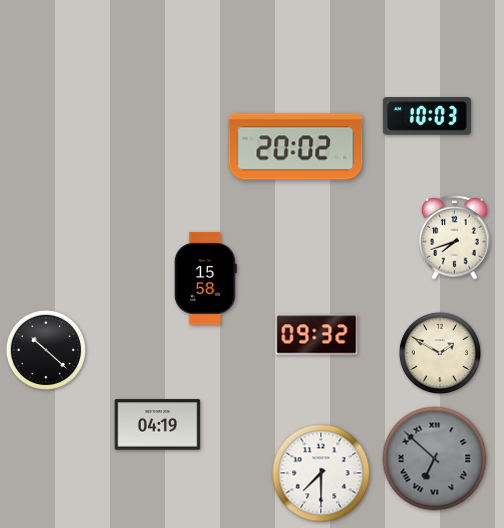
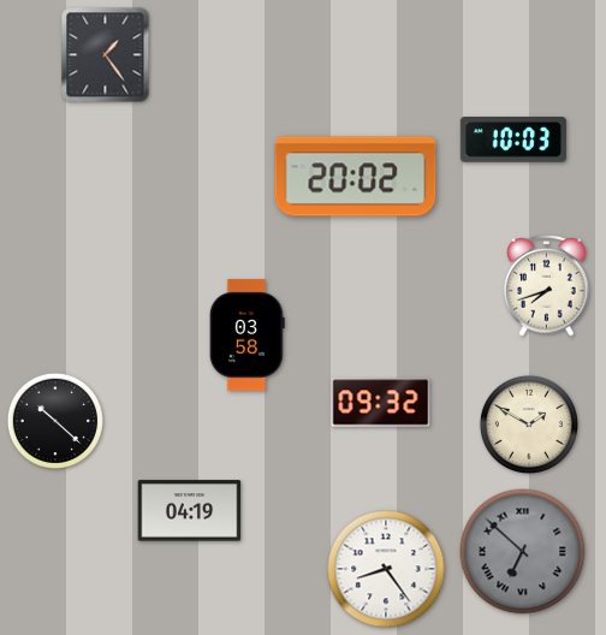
clock at (106, 55): none -> 1:24
clock at (205, 279): 15:58 -> 03:58
clock at (321, 473): 7:30 -> 8:24
